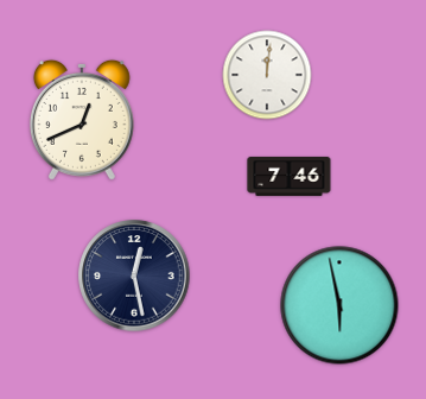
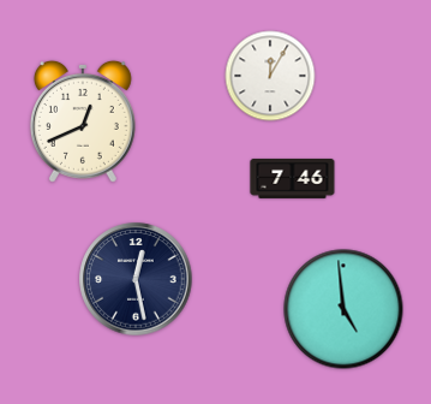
clock at (267, 75): 12:01 -> 12:05
clock at (339, 305): 5:58 -> 4:59
